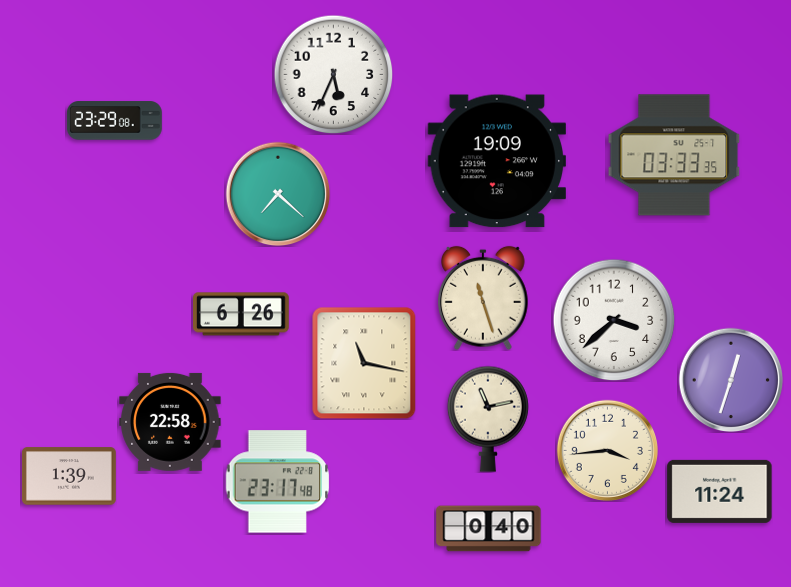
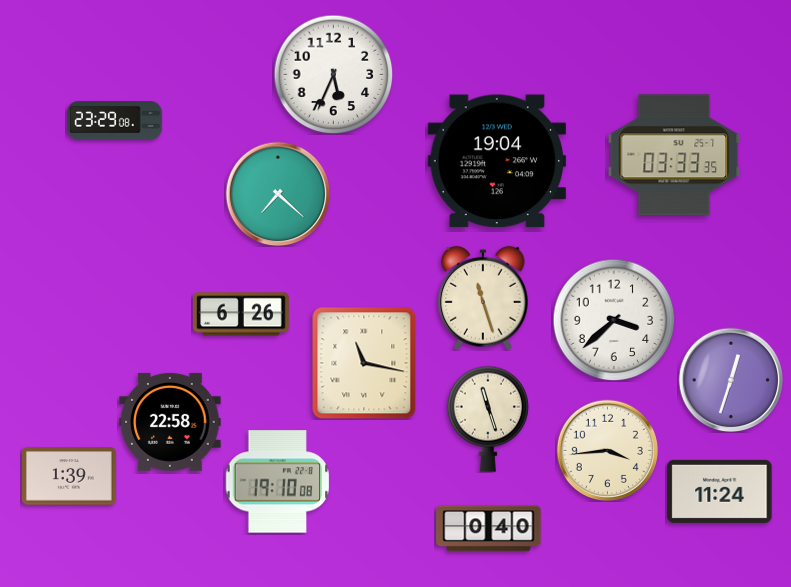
clock at (496, 161): 19:09 -> 19:04
clock at (488, 419): 11:13 -> 11:27
clock at (277, 482): 23:17 -> 19:10
